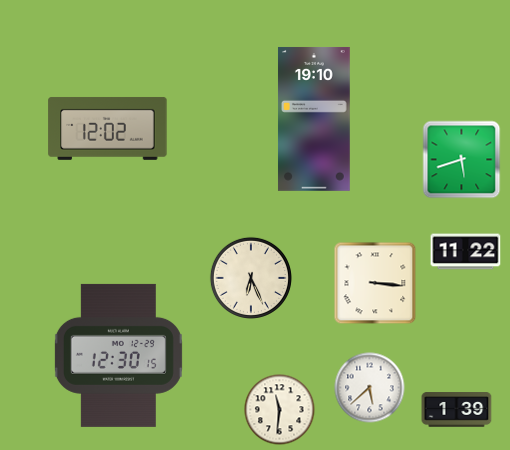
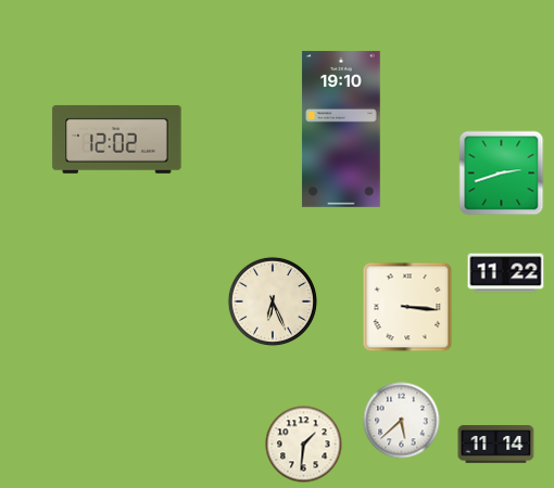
clock at (462, 160): 5:42 -> 2:42
clock at (118, 355): 12:30 -> none
clock at (280, 410): 11:31 -> 1:31
clock at (457, 410): 1:39 -> 11:14
